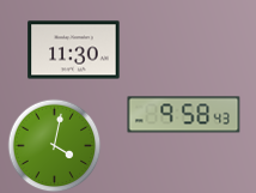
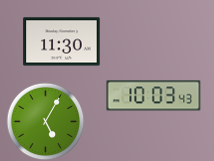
clock at (184, 115): 9:58 -> 10:03
clock at (54, 145): 4:02 -> 5:05
